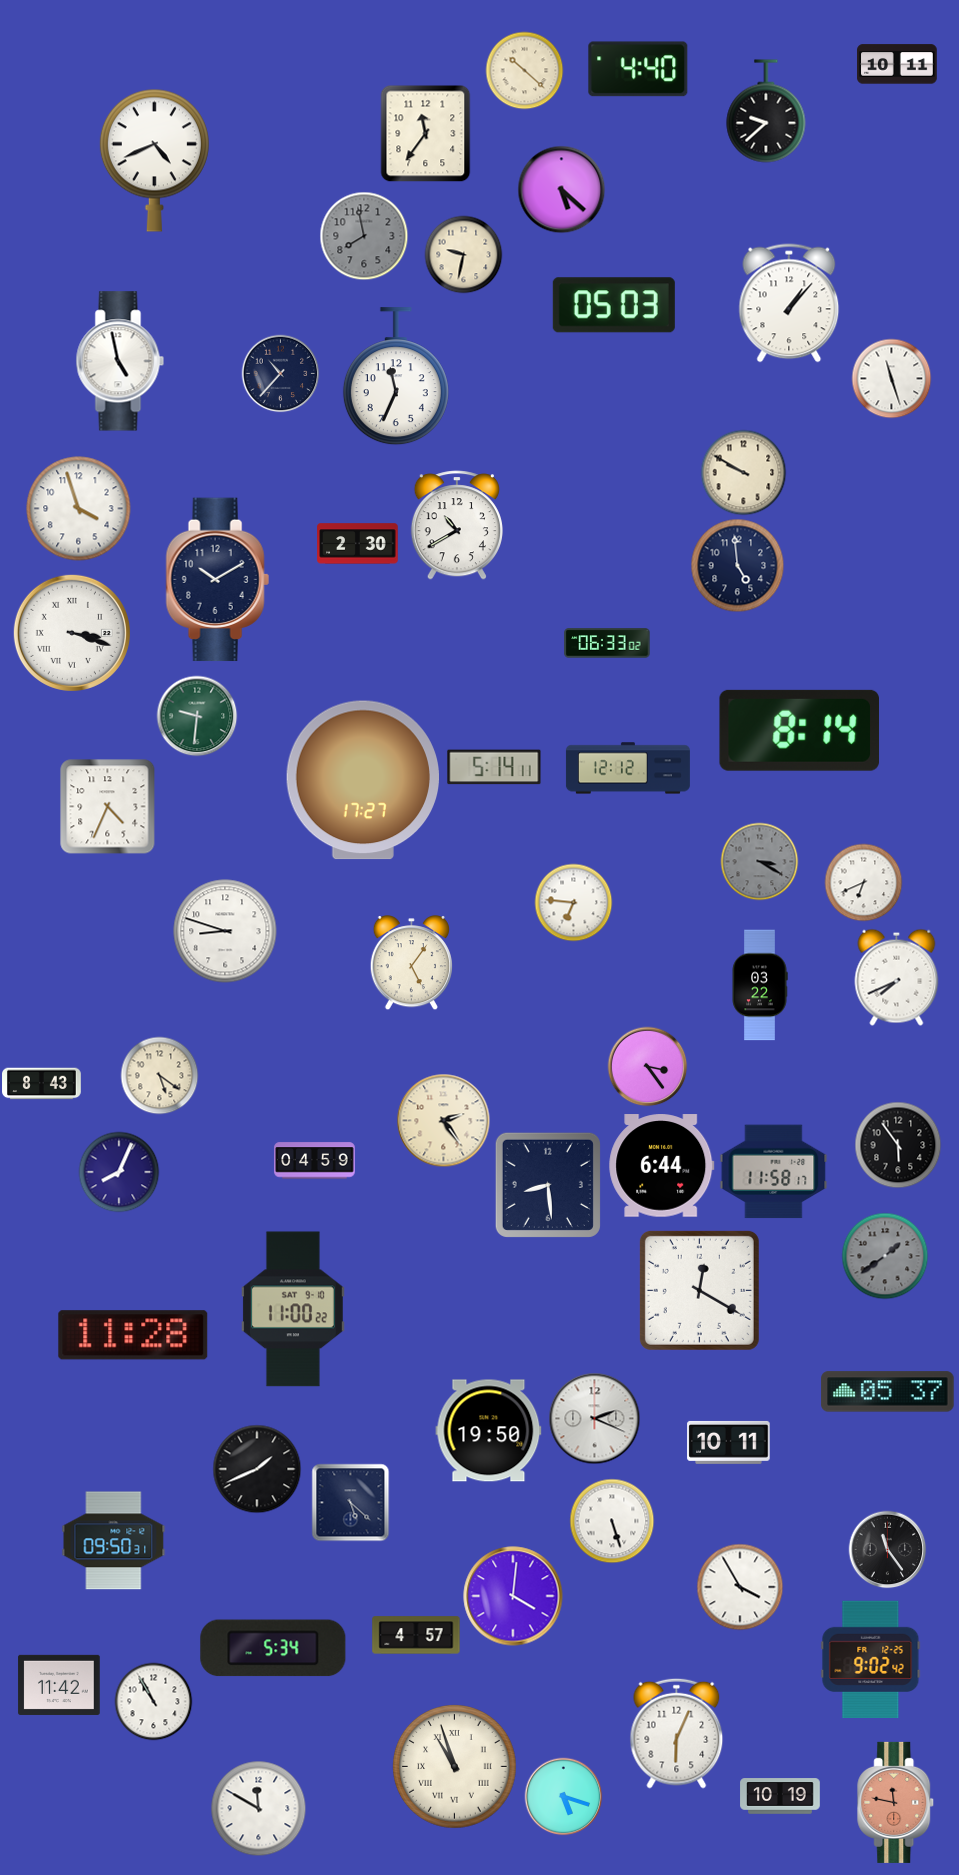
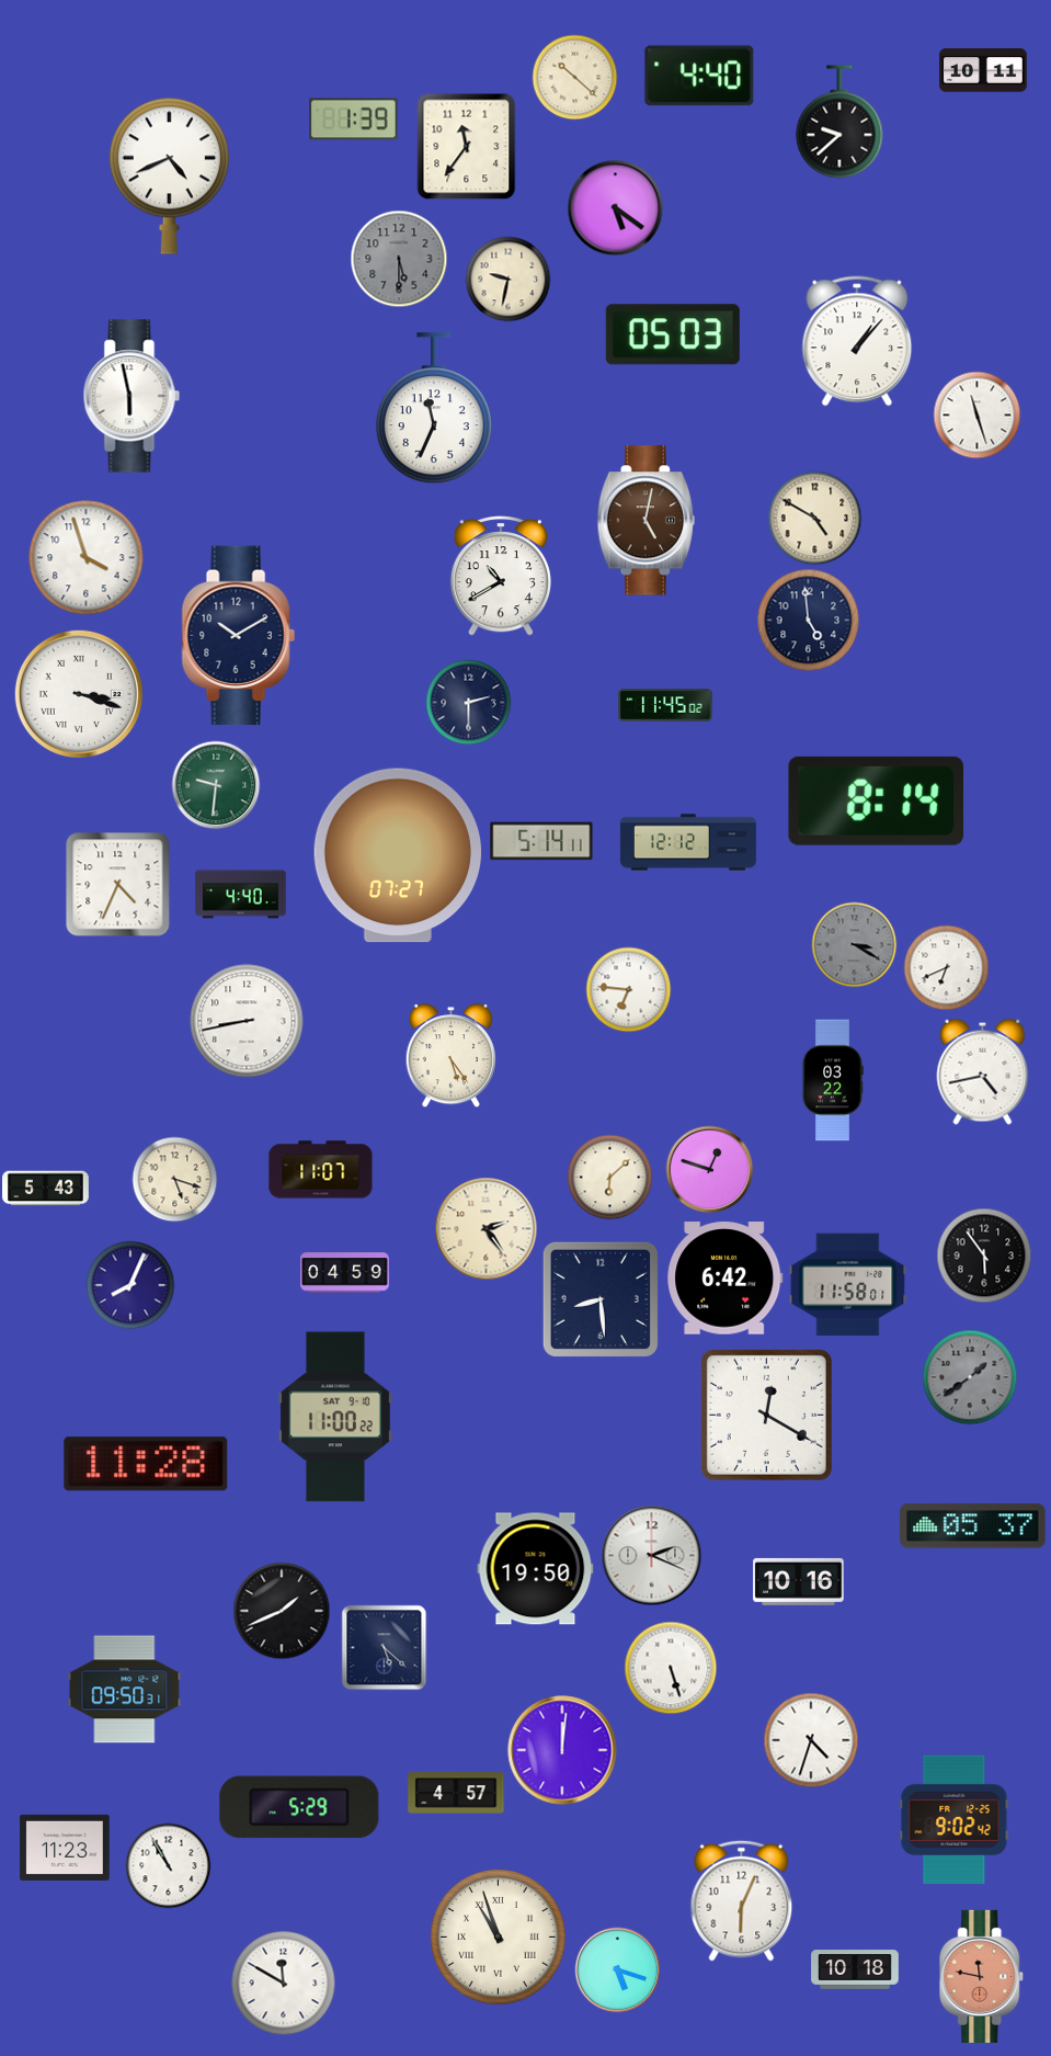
clock at (354, 120): none -> 1:39
clock at (561, 189): 5:22 -> 5:21
clock at (364, 236): 7:58 -> 5:30
clock at (789, 303) position: (789, 303) -> (857, 341)
clock at (120, 361): 4:58 -> 5:58
clock at (280, 373): 10:37 -> none
clock at (396, 377) position: (396, 377) -> (434, 409)
clock at (743, 472): 9:50 -> 4:50
clock at (646, 521): none -> 5:02
clock at (358, 544): 2:30 -> none
clock at (468, 702): none -> 2:30
clock at (607, 643): 06:33 -> 11:45
clock at (362, 780): 17:27 -> 07:27
clock at (241, 895): none -> 4:40
clock at (759, 861) position: (759, 861) -> (854, 944)
clock at (225, 931): 8:48 -> 8:43
clock at (411, 963): 5:06 -> 5:24
clock at (897, 977): 7:41 -> 4:43
clock at (647, 1066): 3:24 -> 12:48
clock at (321, 1170): none -> 11:07
clock at (609, 1177): none -> 6:08
clock at (159, 1075): 5:21 -> 5:18
clock at (42, 1084): 8:43 -> 5:43
clock at (662, 1166): 6:44 -> 6:42
clock at (774, 1172): 11:58:17 -> 11:58:01
clock at (293, 1309) position: (293, 1309) -> (335, 1417)
clock at (729, 1442): 10:11 -> 10:16
clock at (887, 1549): 11:24 -> none
clock at (740, 1587): 3:55 -> 4:33
clock at (513, 1596): 4:01 -> 12:01
clock at (273, 1648): 5:34 -> 5:29
clock at (59, 1685): 11:42 -> 11:23
clock at (780, 1796): 10:19 -> 10:18
